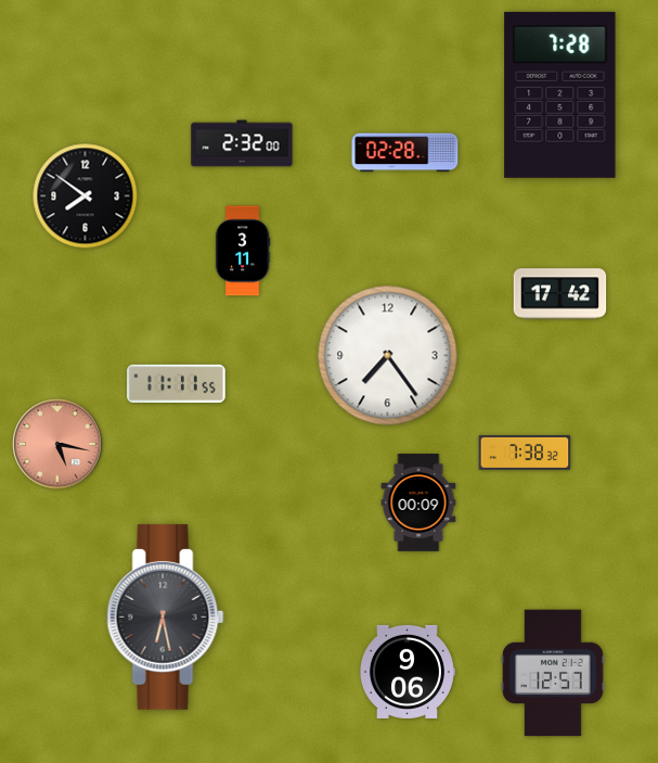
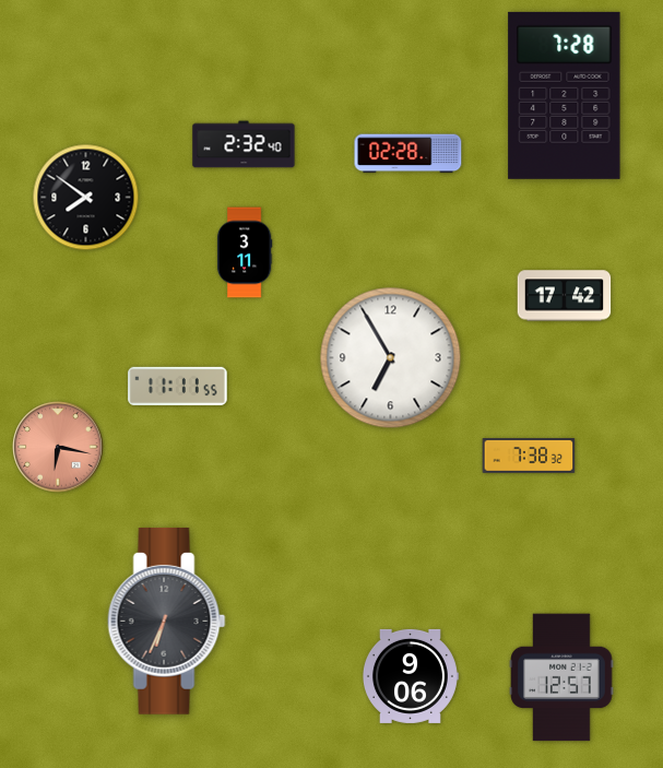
clock at (242, 143): 2:32:00 -> 2:32:40
clock at (388, 356): 7:24 -> 6:55
clock at (57, 444): 5:17 -> 6:17
clock at (418, 503): 00:09 -> none
clock at (166, 618): 6:28 -> 6:34
clock at (553, 673) position: (553, 673) -> (561, 677)
